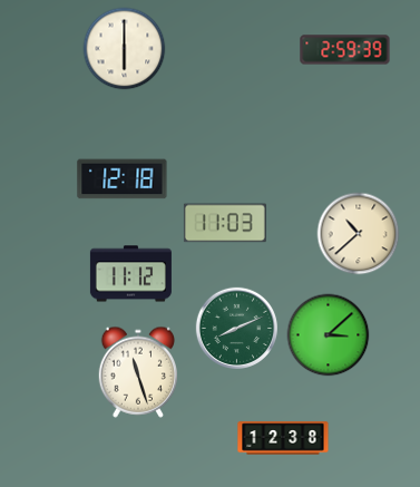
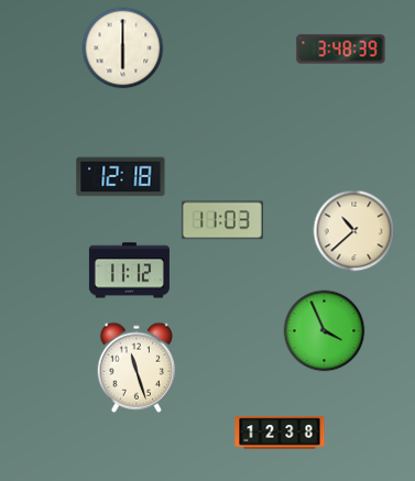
clock at (345, 50): 2:59 -> 3:48
clock at (236, 328): 8:11 -> none
clock at (329, 335): 3:08 -> 3:56
